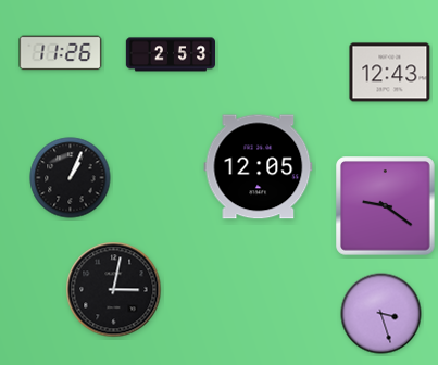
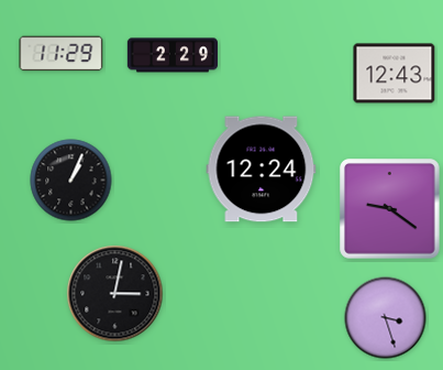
clock at (61, 53): 11:26 -> 11:29
clock at (170, 54): 2:53 -> 2:29
clock at (259, 167): 12:05 -> 12:24
